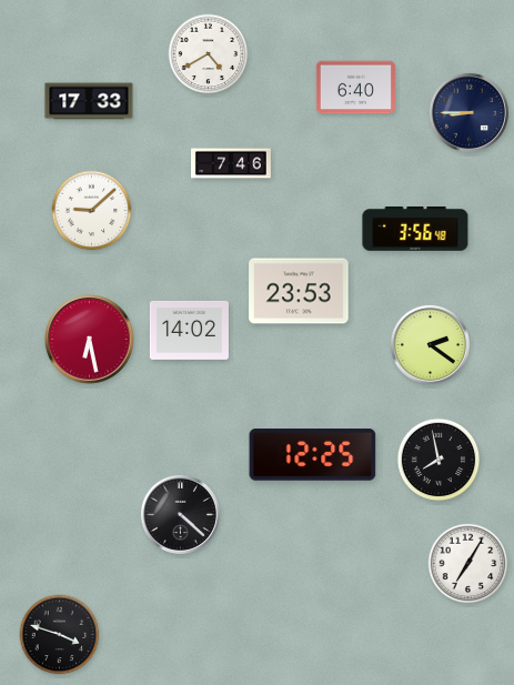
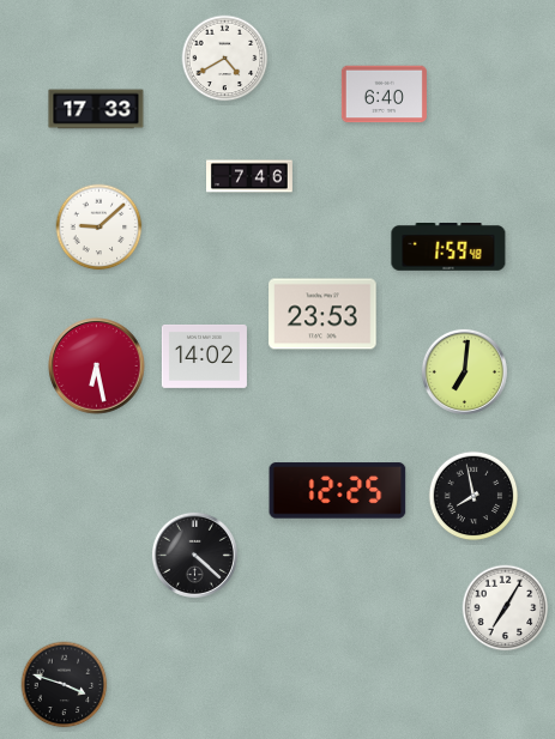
clock at (468, 112): 8:45 -> none
clock at (415, 230): 3:56 -> 1:59
clock at (430, 344): 2:21 -> 7:01
